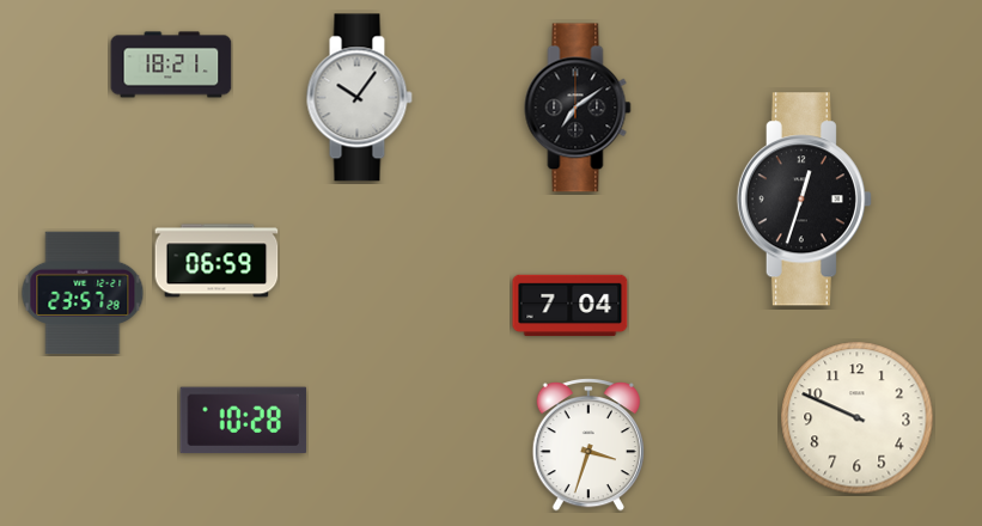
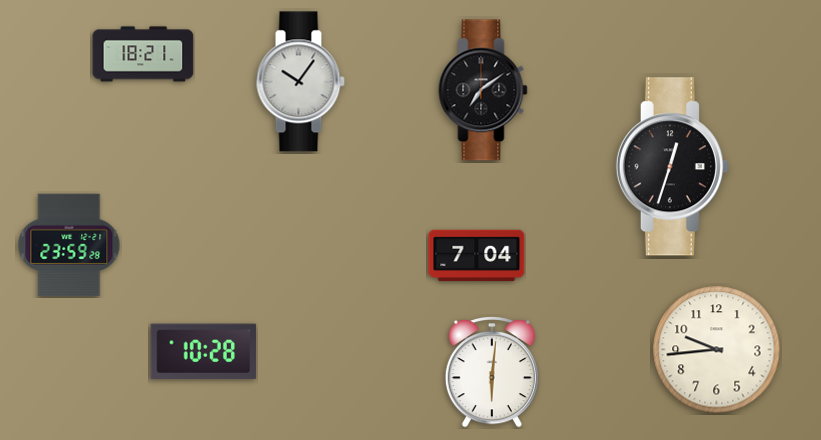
clock at (216, 261): 06:59 -> none
clock at (83, 293): 23:57 -> 23:59
clock at (858, 418): 9:49 -> 9:44
clock at (588, 446): 3:33 -> 6:01
